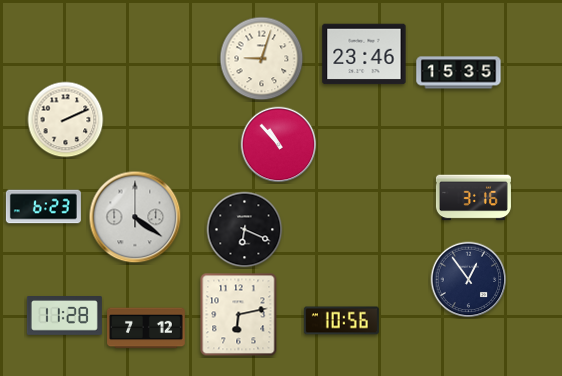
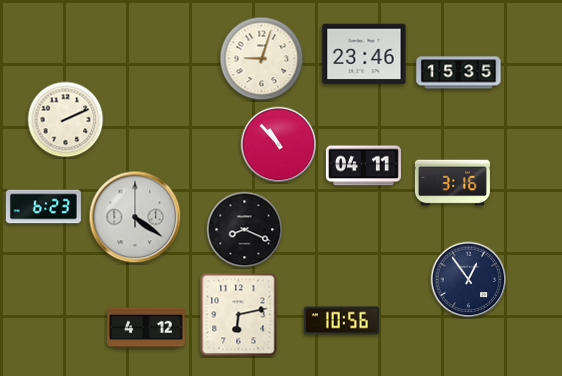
clock at (363, 166): none -> 04:11
clock at (473, 198) position: (473, 198) -> (452, 183)
clock at (245, 230): 6:19 -> 8:19
clock at (64, 316): 11:28 -> none
clock at (146, 328): 7:12 -> 4:12
